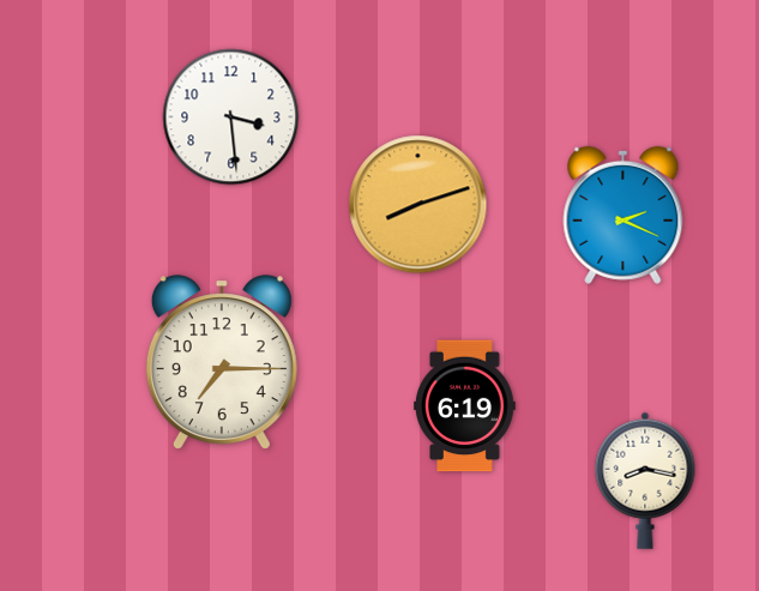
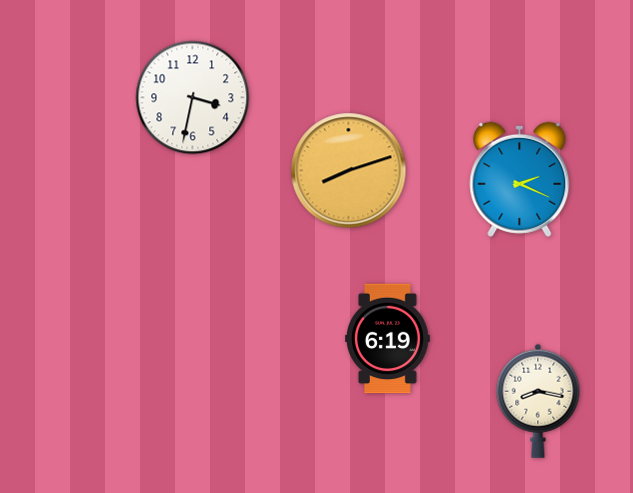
clock at (231, 117): 3:29 -> 3:32
clock at (222, 362): 7:15 -> none
